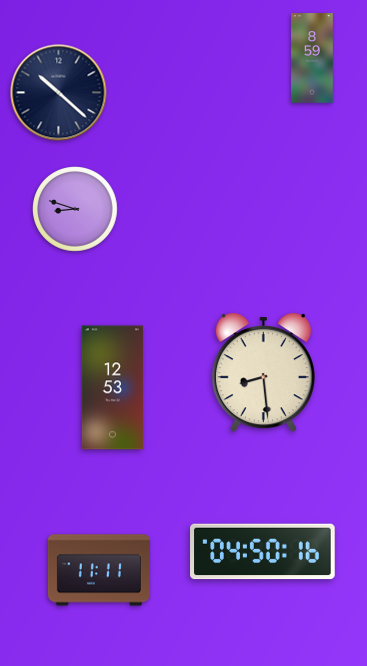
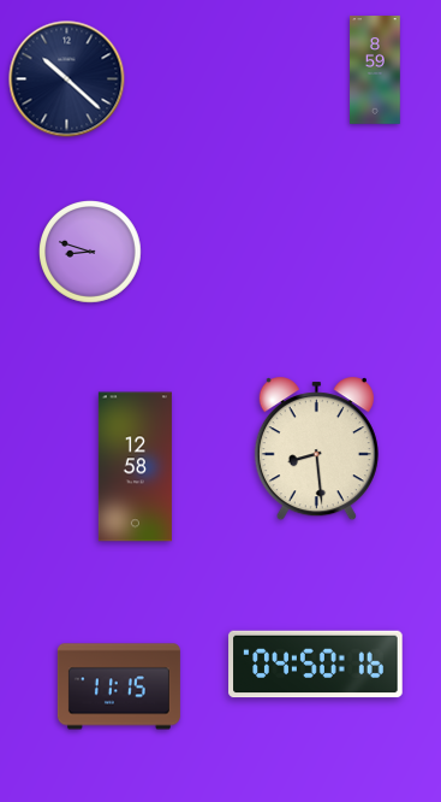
clock at (59, 93) position: (59, 93) -> (67, 79)
clock at (112, 388): 12:53 -> 12:58
clock at (99, 570): 11:11 -> 11:15
